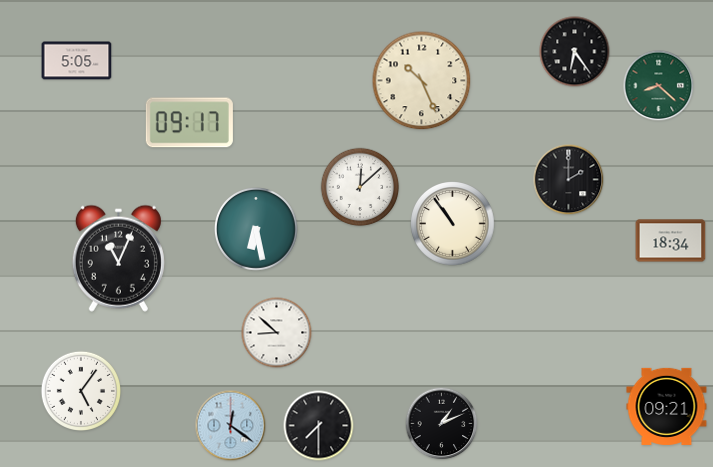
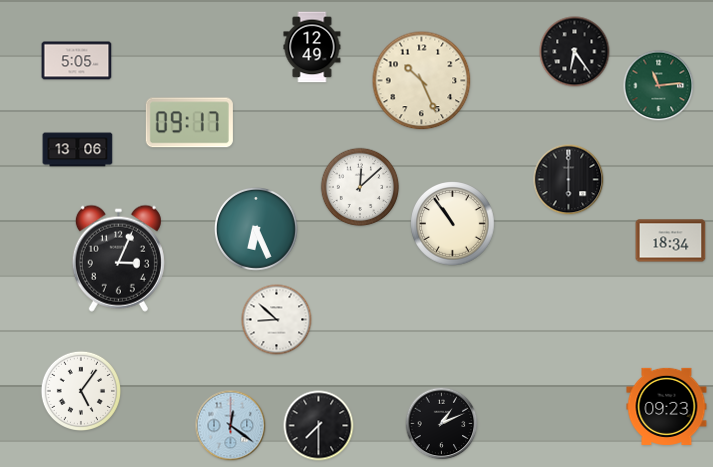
clock at (312, 47): none -> 12:49
clock at (659, 86): 8:22 -> 11:14
clock at (78, 150): none -> 13:06
clock at (569, 180): 2:00 -> 6:00
clock at (257, 230): 6:28 -> 6:26
clock at (118, 258): 11:04 -> 3:04
clock at (277, 333) position: (277, 333) -> (277, 320)
clock at (667, 406): 09:21 -> 09:23
